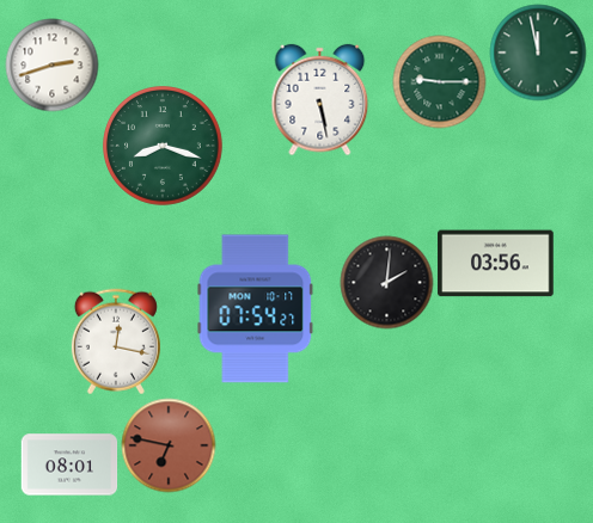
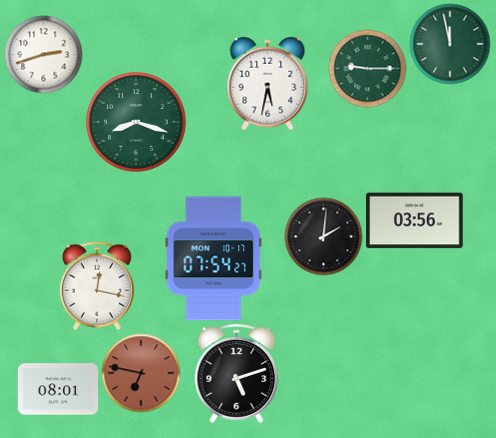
clock at (320, 99): 5:28 -> 5:32
clock at (237, 373): none -> 5:12
